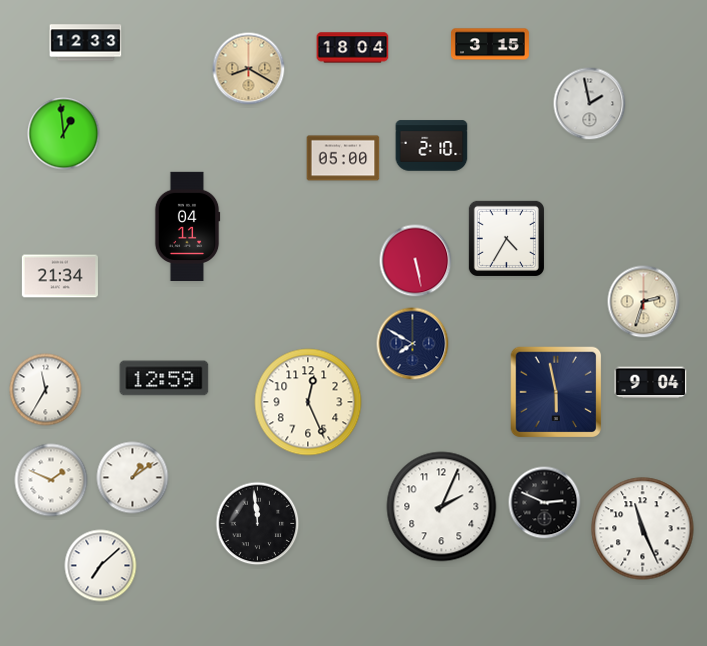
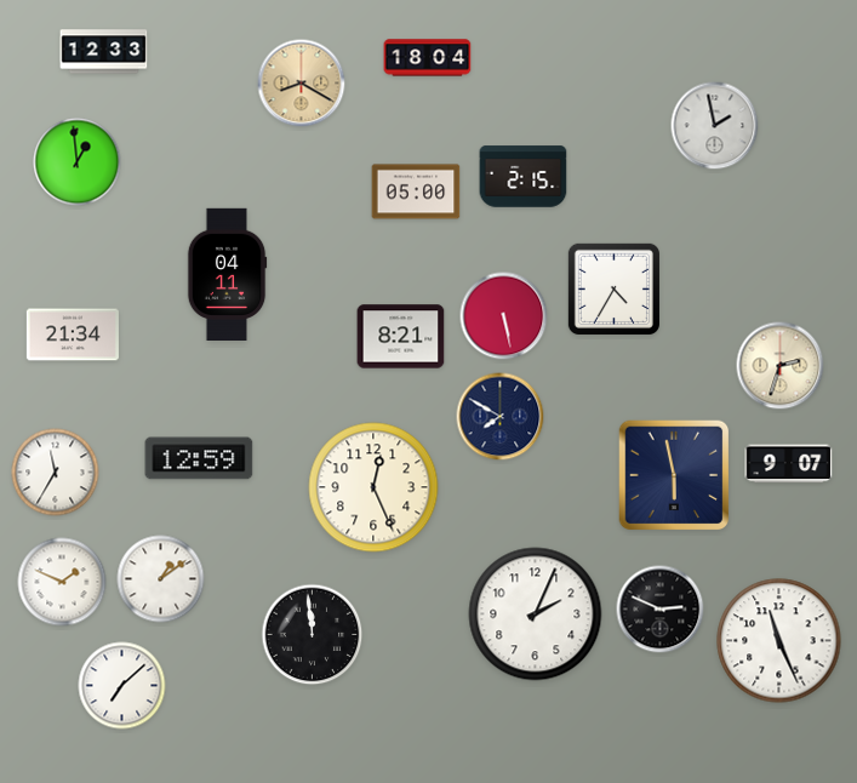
clock at (491, 44): 3:15 -> none
clock at (432, 146): 2:10 -> 2:15
clock at (401, 337): none -> 8:21
clock at (651, 383): 9:04 -> 9:07
